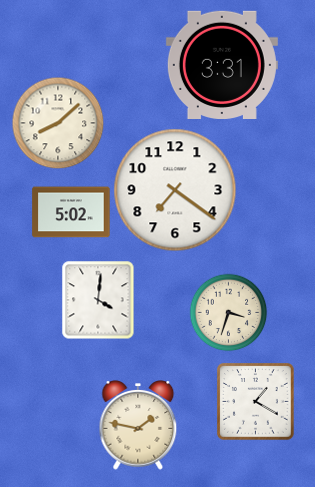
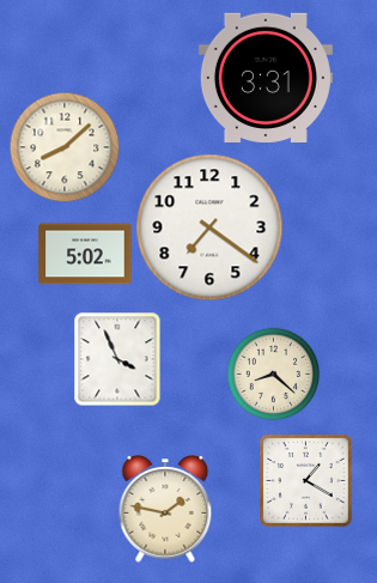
clock at (58, 123) position: (58, 123) -> (65, 147)
clock at (98, 300): 4:01 -> 3:56
clock at (228, 312): 3:33 -> 8:22
